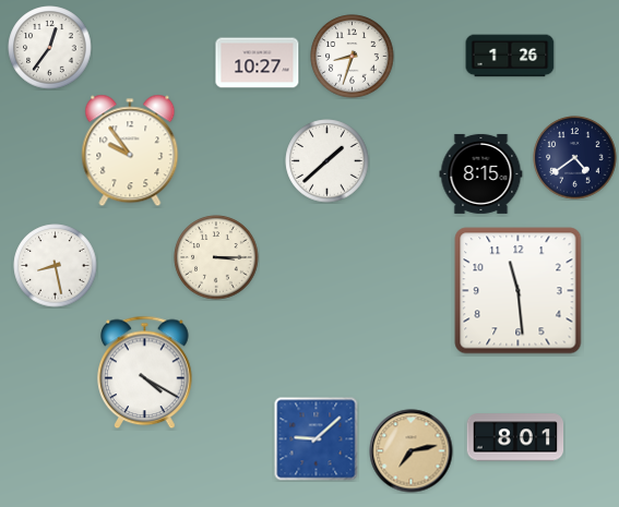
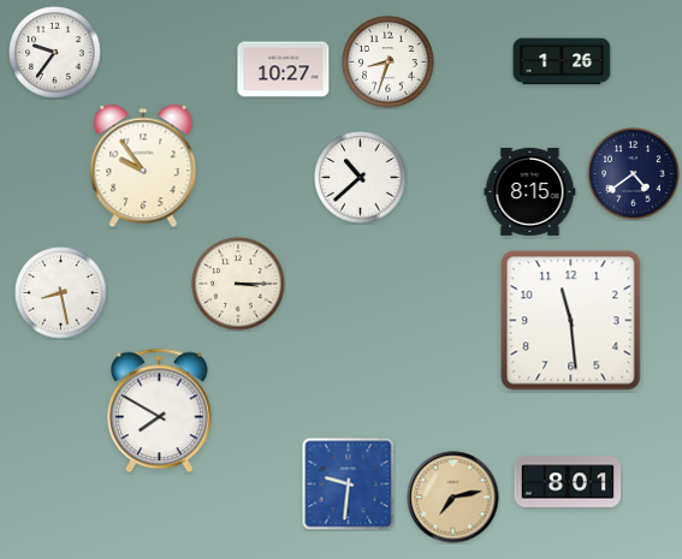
clock at (50, 48): 12:36 -> 9:36
clock at (328, 161): 1:38 -> 10:38
clock at (145, 373): 4:20 -> 7:50
clock at (317, 439): 9:08 -> 9:31
